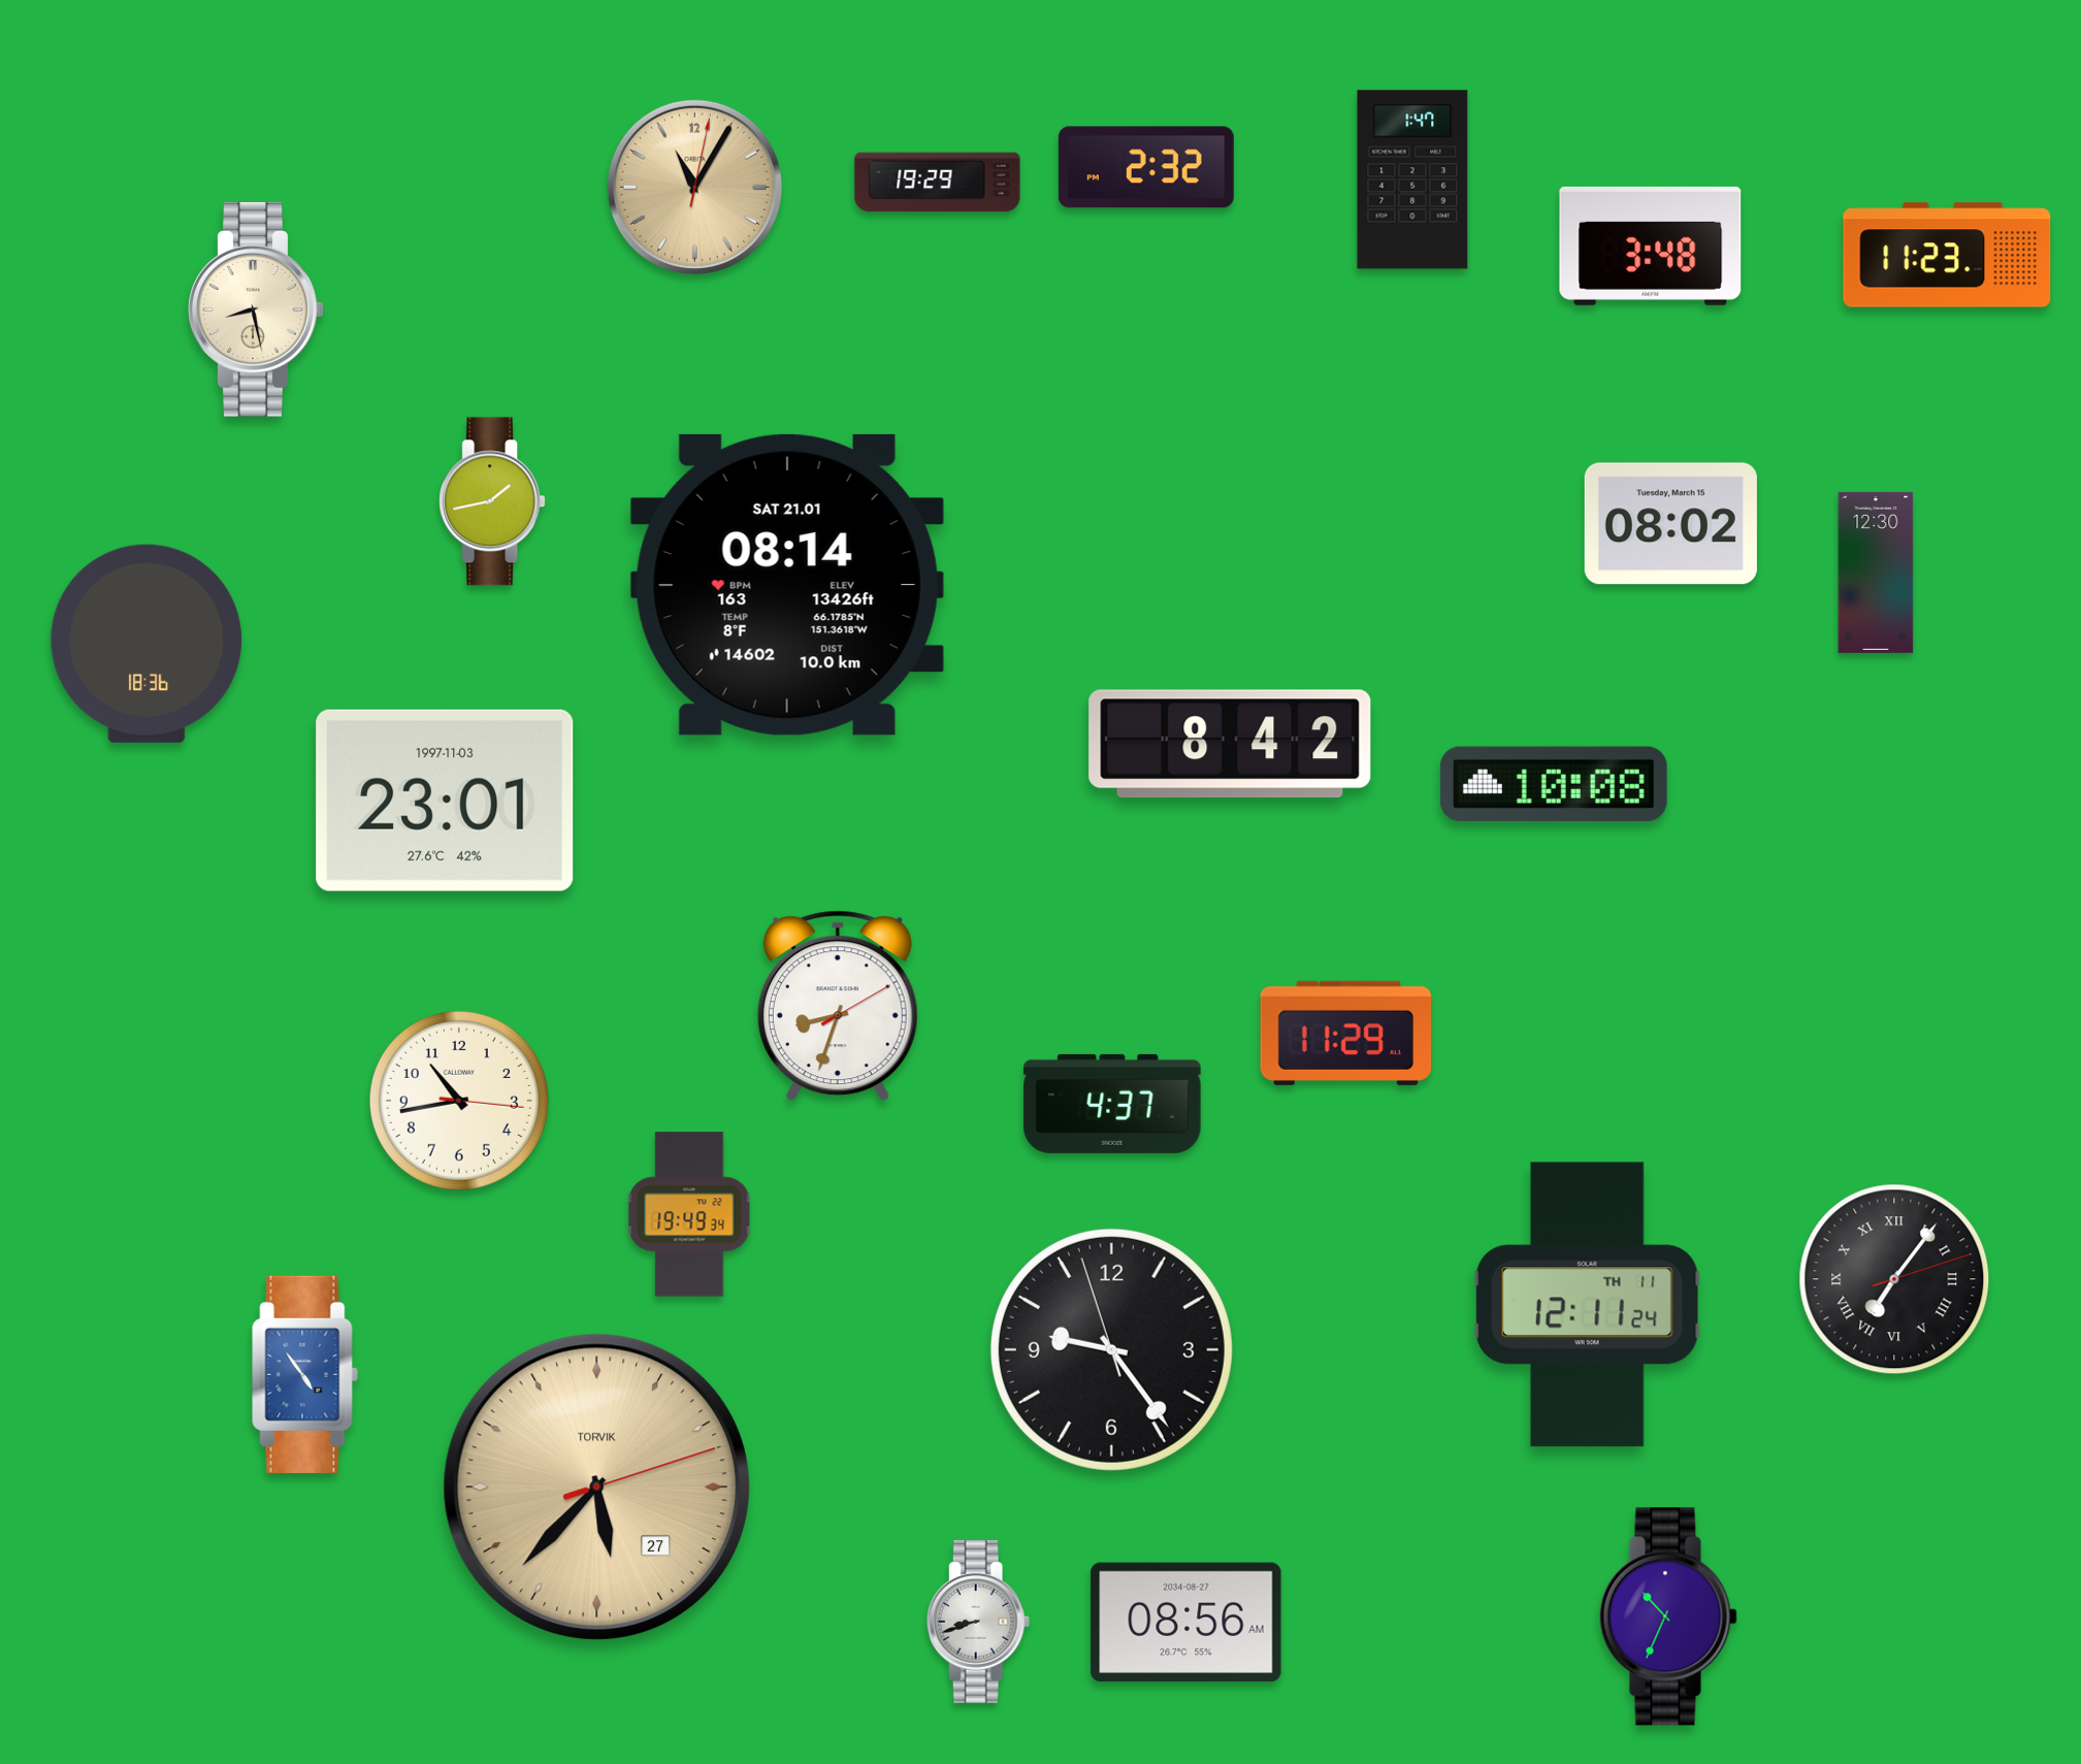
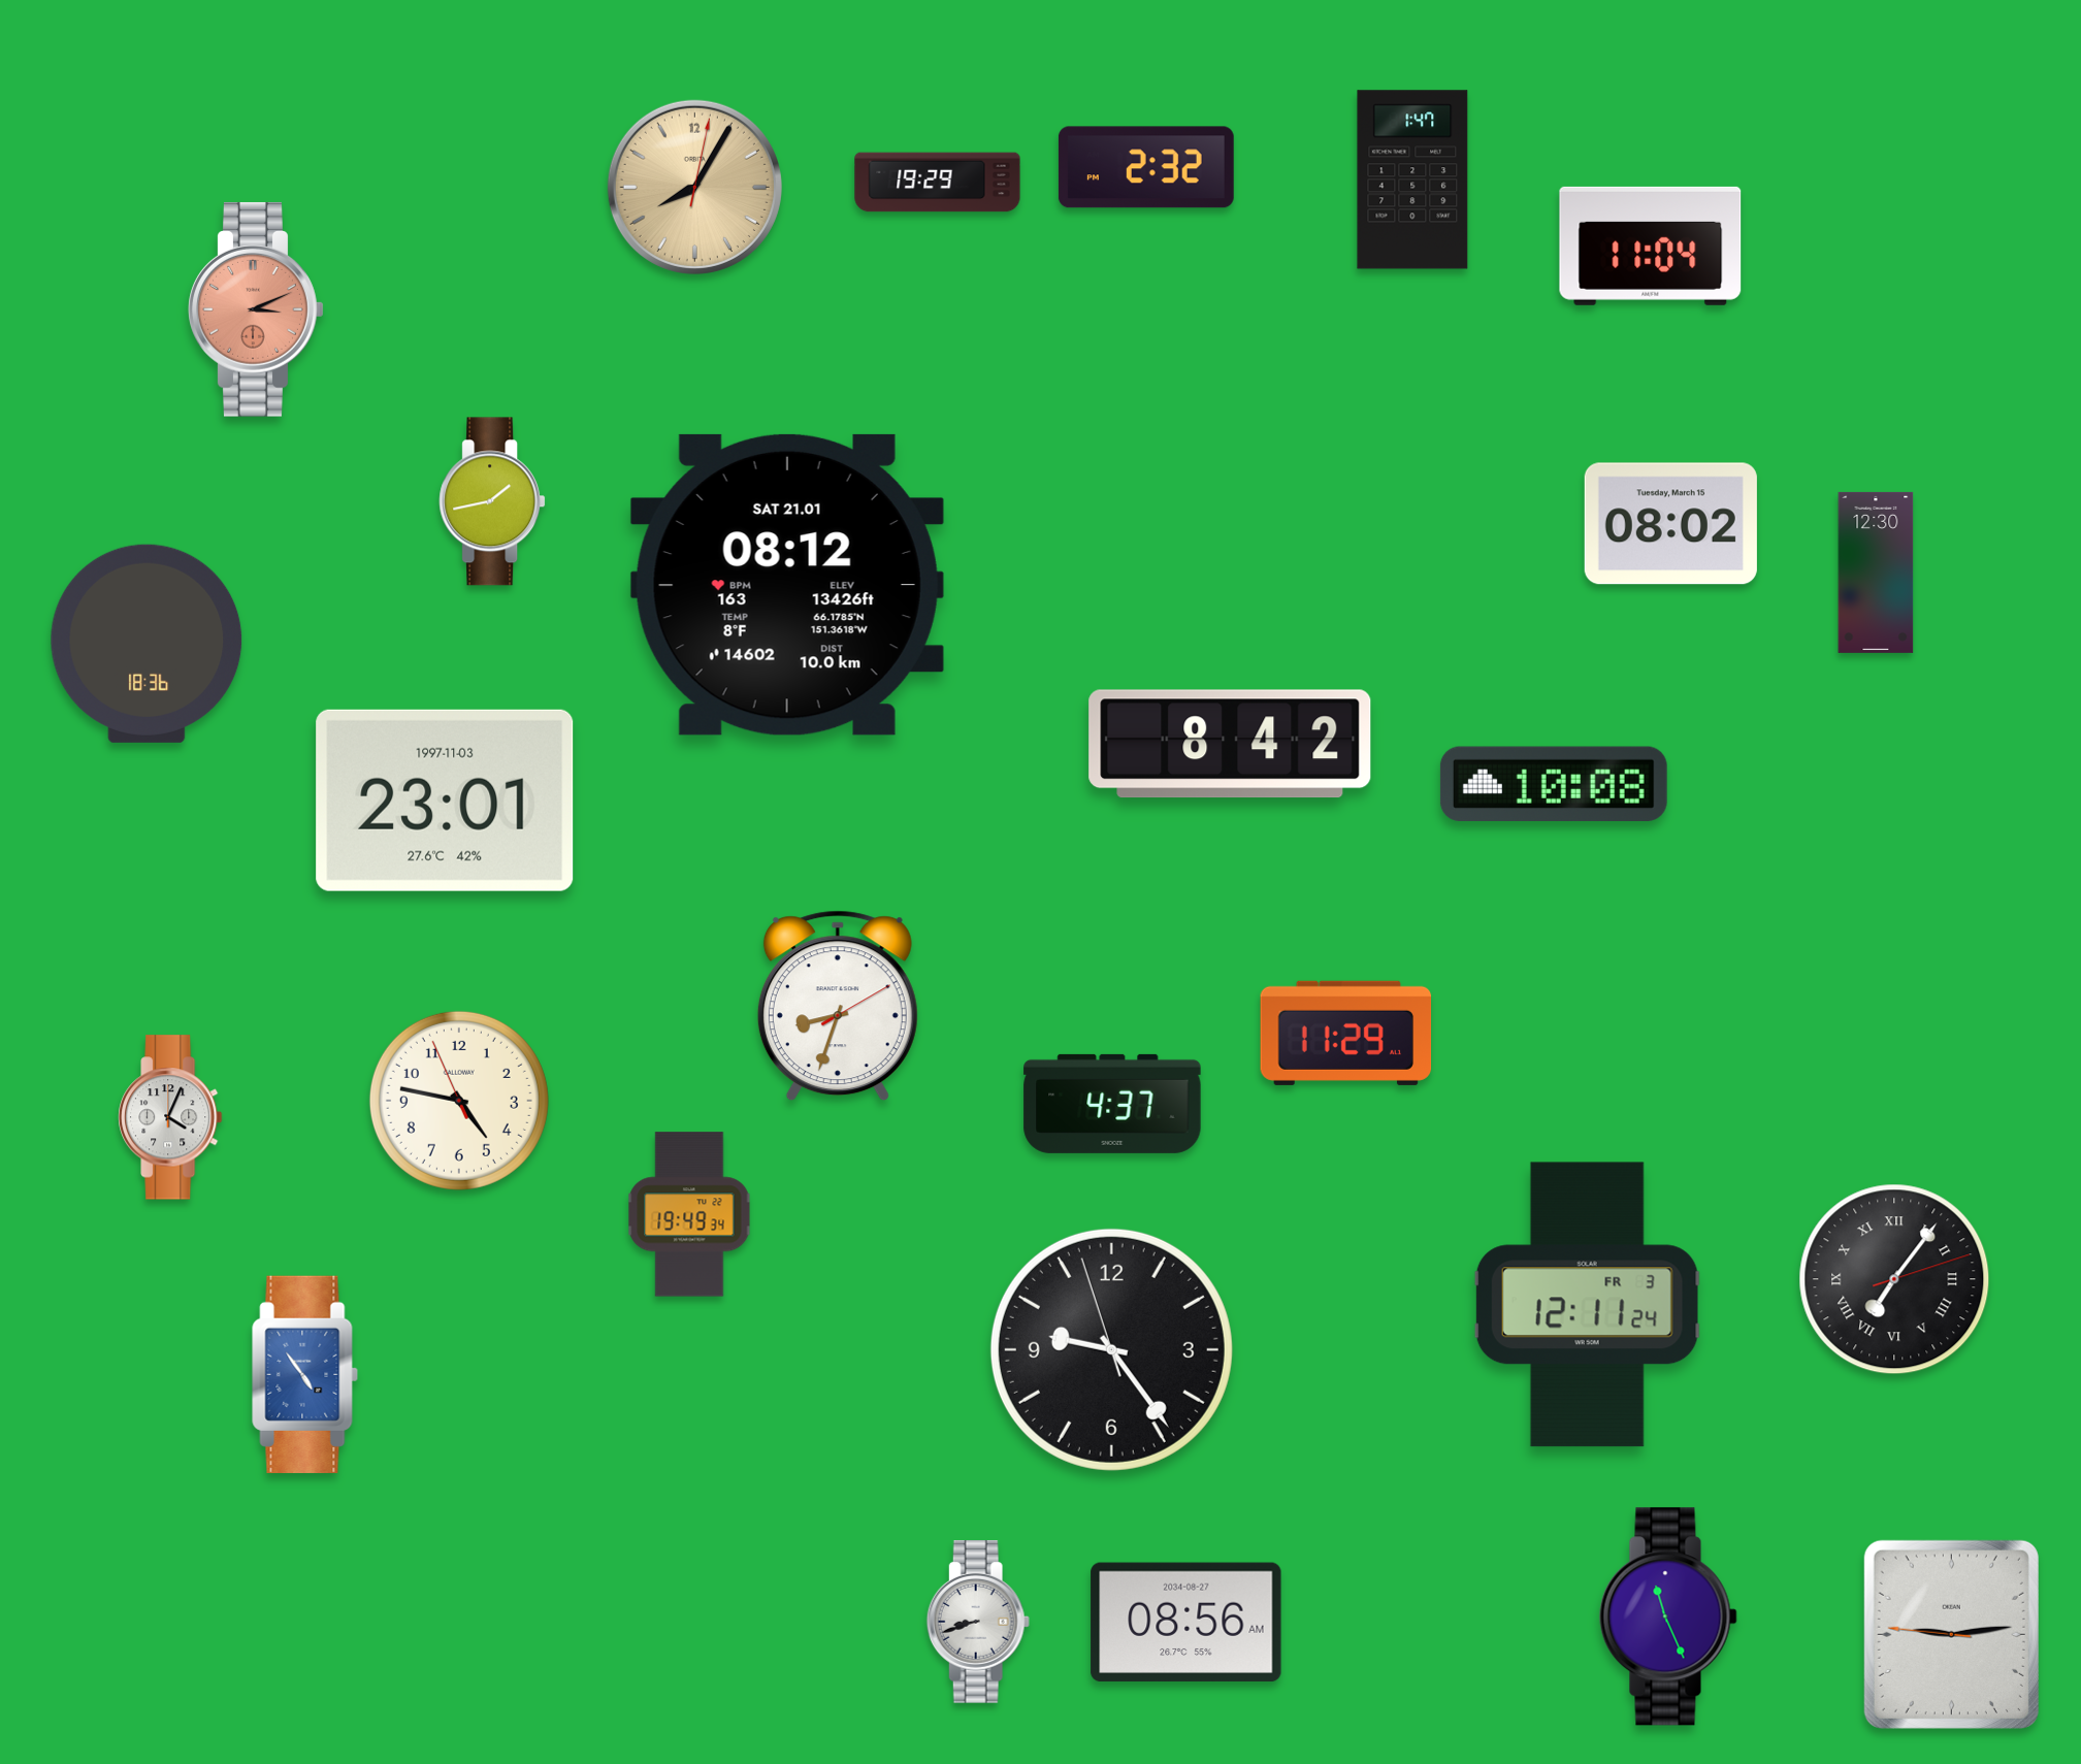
clock at (694, 187): 11:05 -> 8:05
clock at (1651, 246): 3:48 -> 11:04
clock at (1947, 255): 11:23 -> none
clock at (256, 309): 8:28 -> 3:11
clock at (256, 309) dial: cream -> salmon
clock at (787, 585): 08:14 -> 08:12
clock at (459, 1101): 10:43 -> 4:46
clock at (170, 1117): none -> 4:04
clock at (1587, 1305) date: TH 11 -> FR 3
clock at (596, 1487): 5:37 -> none
clock at (1668, 1616): 10:34 -> 11:26
clock at (1951, 1634): none -> 9:13
